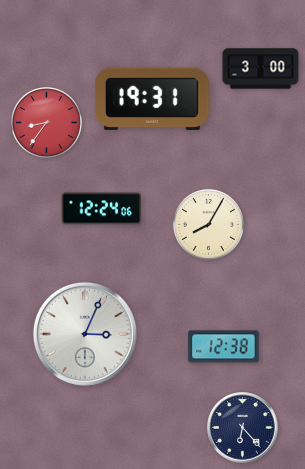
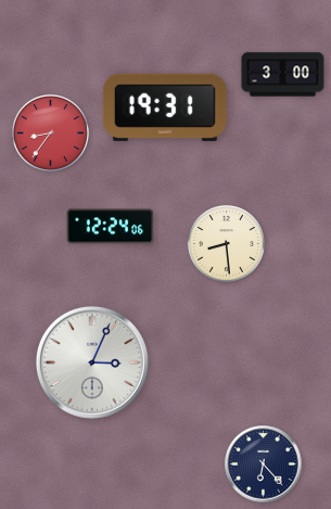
clock at (208, 224): 8:05 -> 8:29
clock at (224, 347): 12:38 -> none
